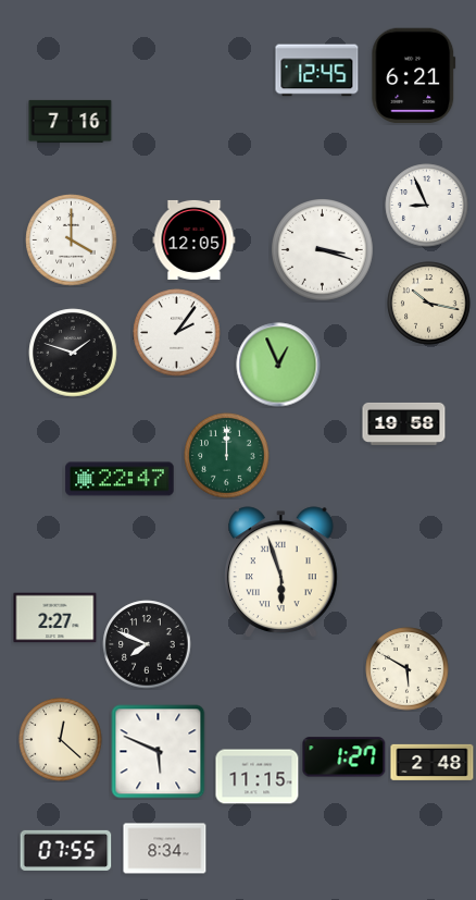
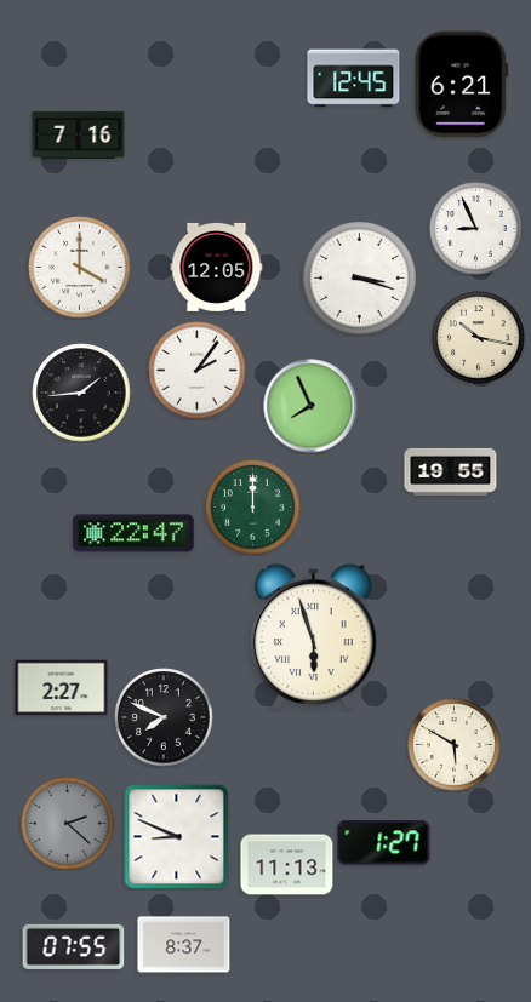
clock at (73, 353): 1:48 -> 1:44
clock at (278, 365): 12:56 -> 7:56
clock at (404, 423): 19:58 -> 19:55
clock at (61, 740): 12:22 -> 2:22
clock at (61, 740) dial: cream -> grey
clock at (159, 752): 5:49 -> 8:49
clock at (433, 762): 2:48 -> none
clock at (258, 777): 11:15 -> 11:13
clock at (165, 849): 8:34 -> 8:37
